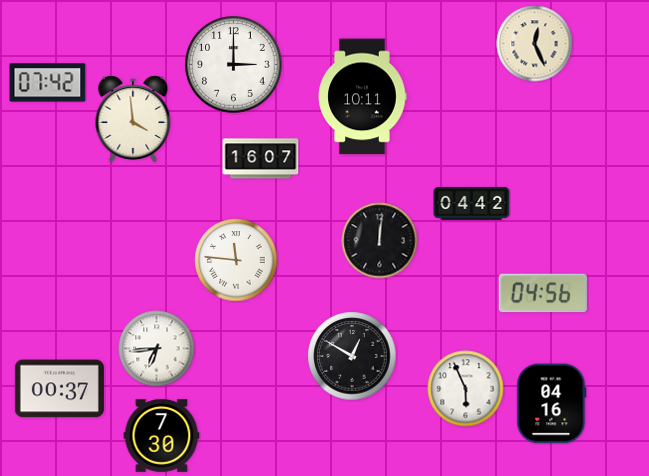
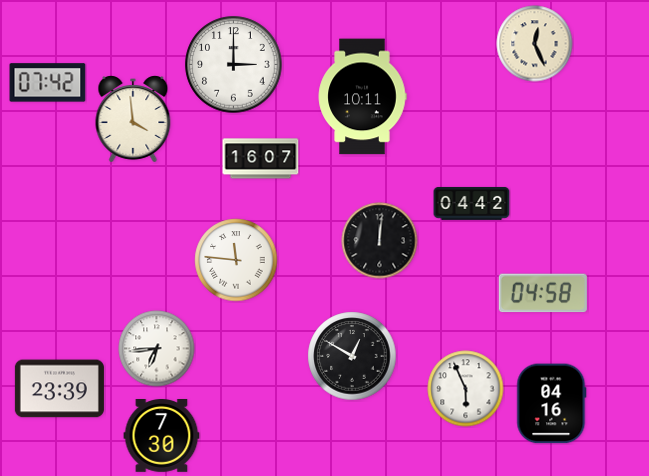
clock at (543, 293): 04:56 -> 04:58
clock at (59, 389): 00:37 -> 23:39
